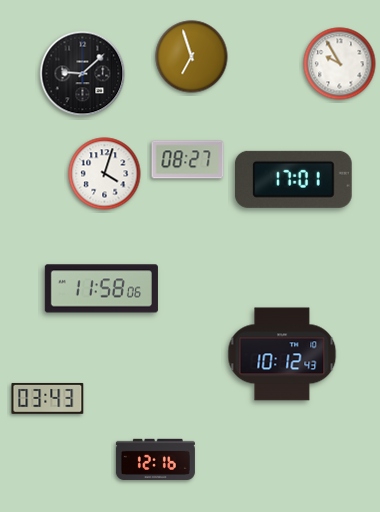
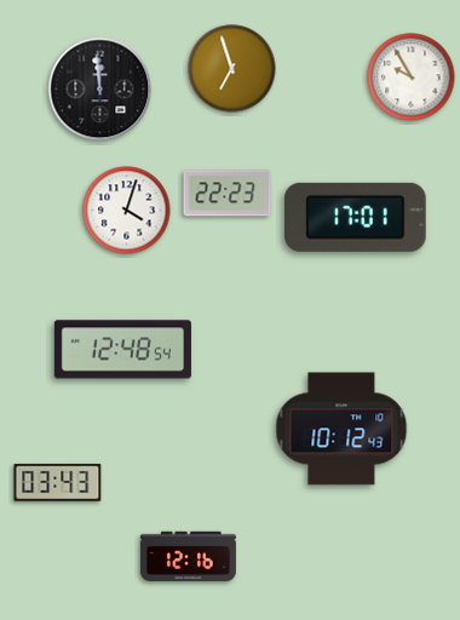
clock at (83, 74): 9:08 -> 11:59
clock at (188, 160): 08:27 -> 22:23
clock at (101, 289): 11:58 -> 12:48
